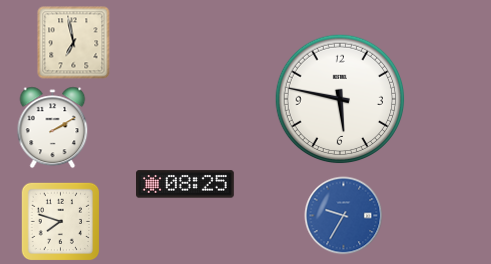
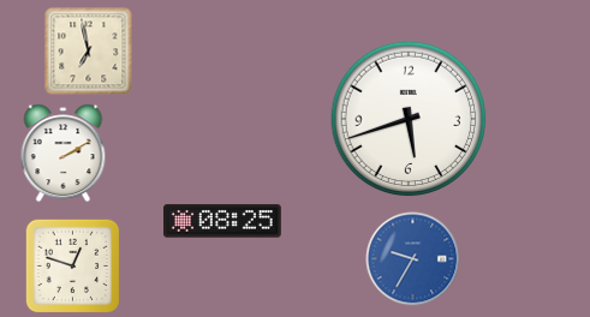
clock at (340, 99): 5:47 -> 5:42
clock at (61, 222): 7:48 -> 12:48
